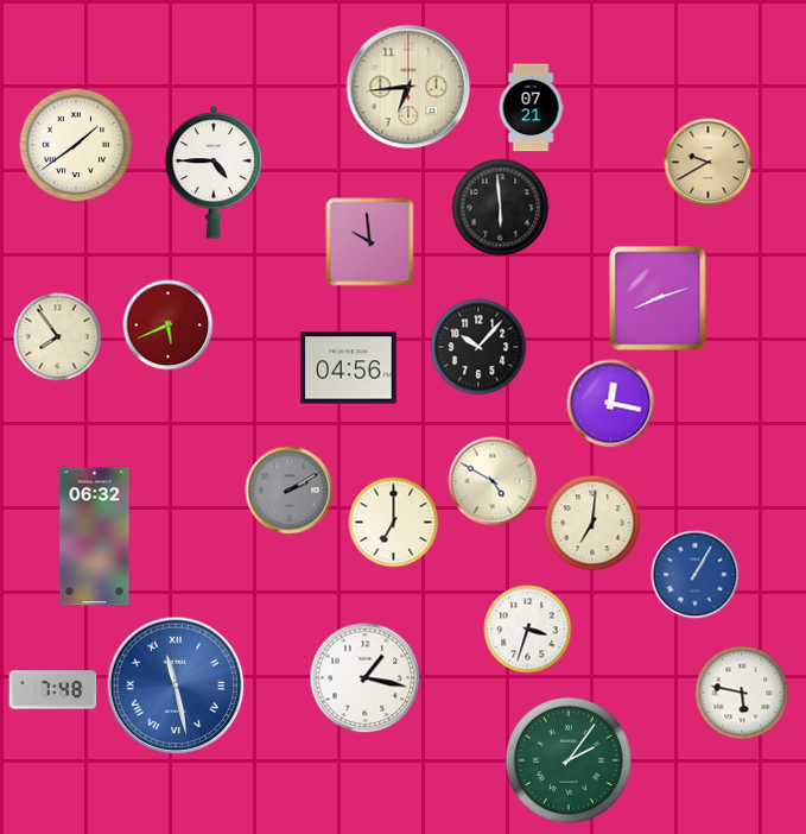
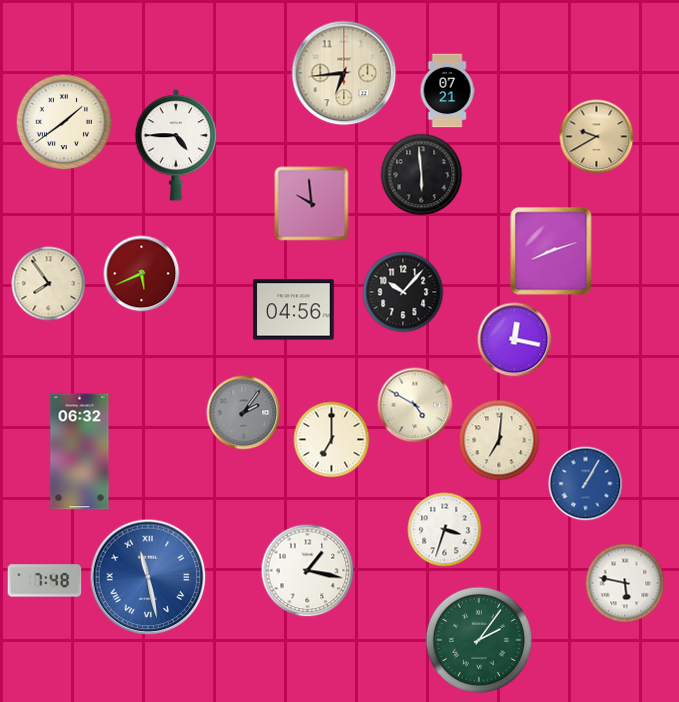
clock at (214, 172) position: (214, 172) -> (176, 145)
clock at (658, 298) position: (658, 298) -> (551, 251)
clock at (290, 491): 2:10 -> 2:06
